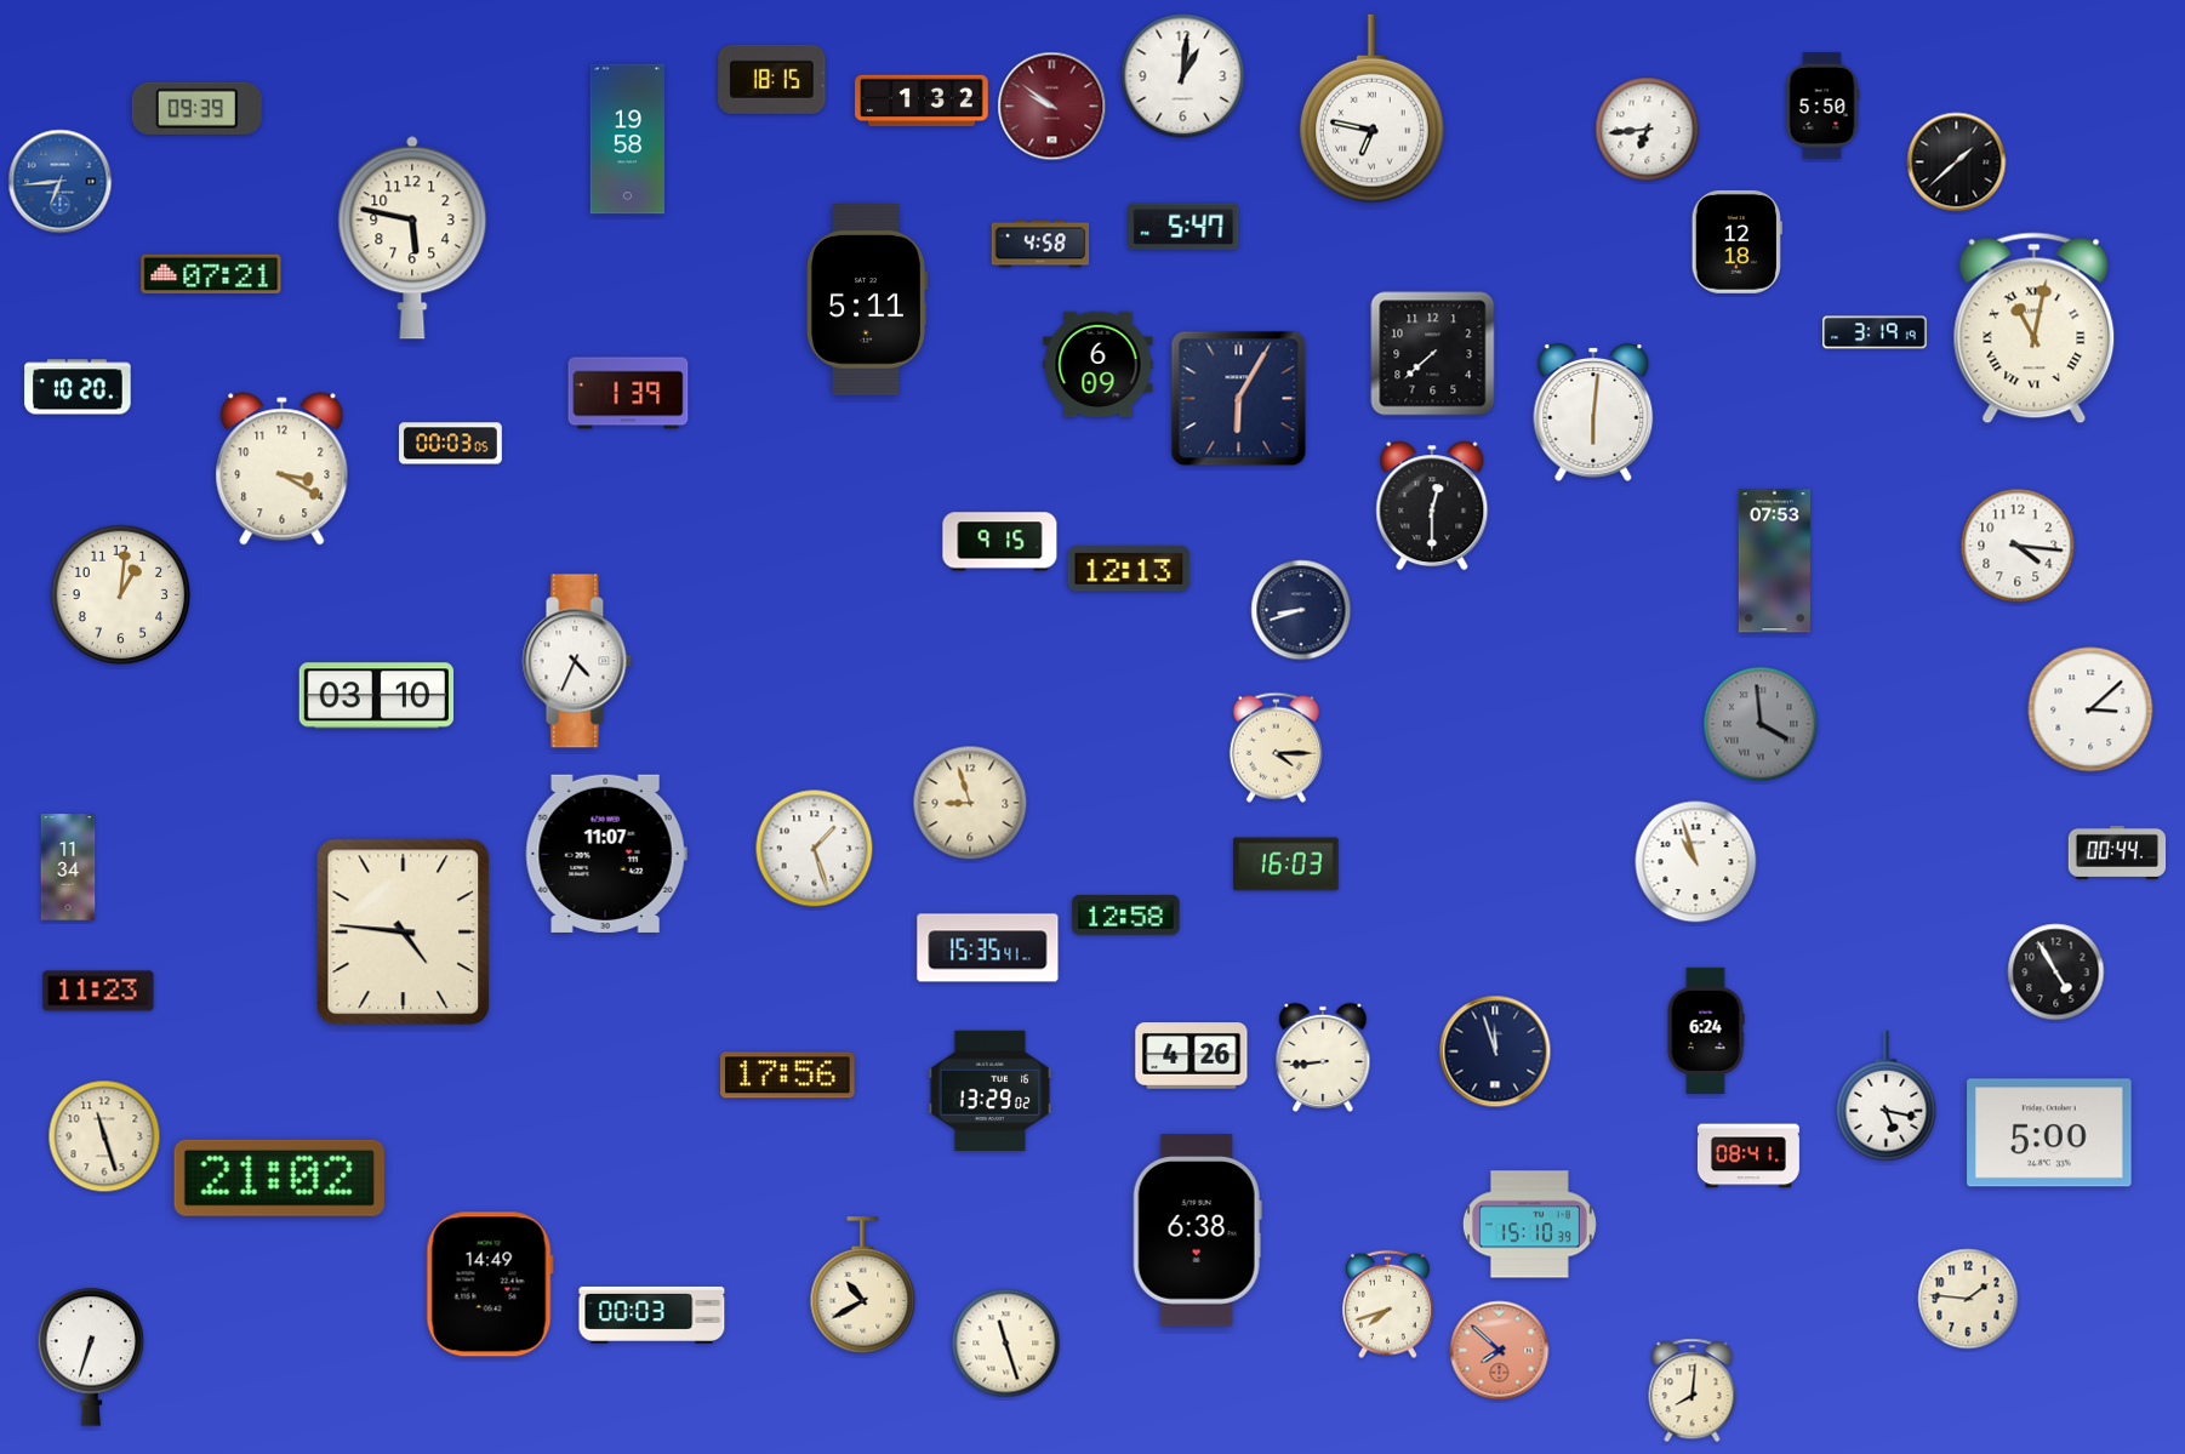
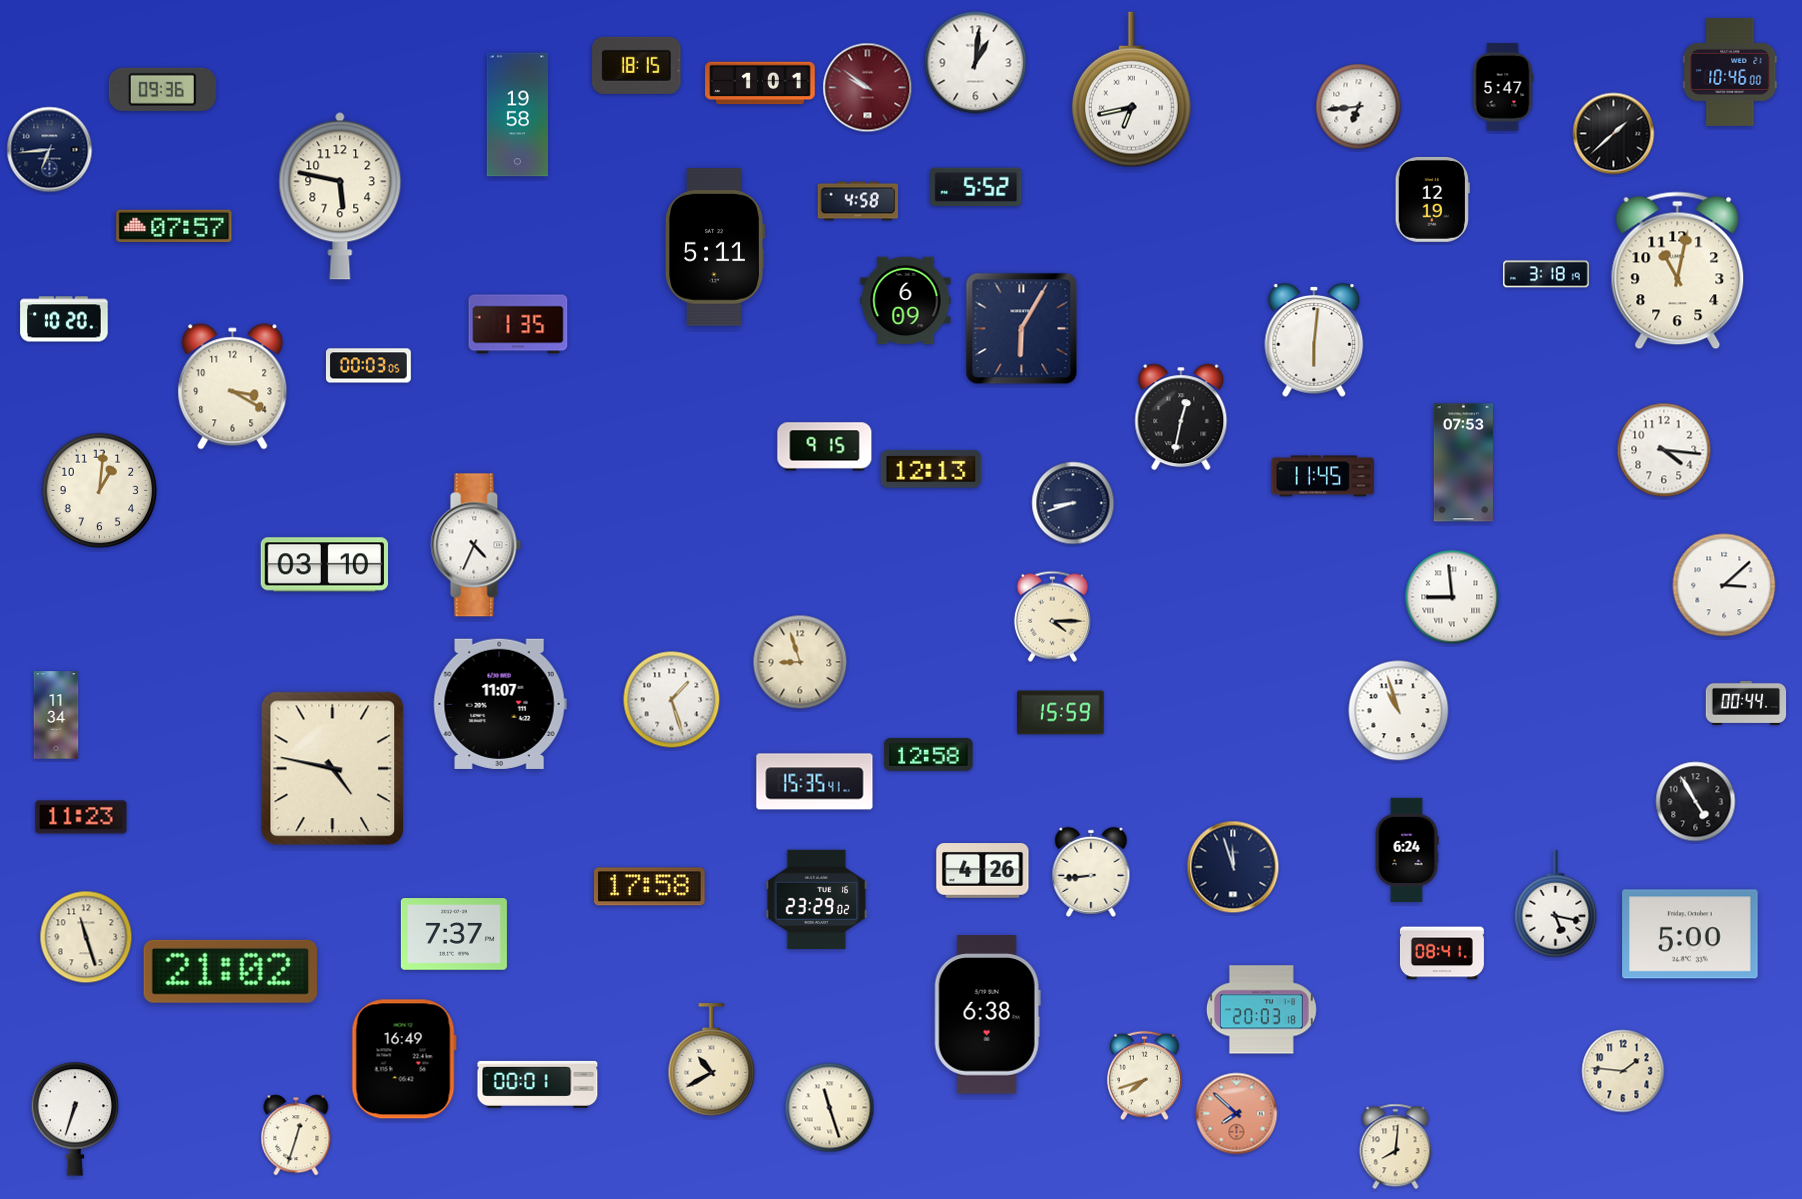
clock at (1730, 72): none -> 10:46
clock at (922, 101): 1:32 -> 1:01
clock at (1822, 106): 5:50 -> 5:47
clock at (196, 108): 09:39 -> 09:36
clock at (1373, 109): 6:47 -> 6:43
clock at (61, 182) dial: blue -> navy
clock at (1183, 227): 5:47 -> 5:52
clock at (1736, 241): 12:18 -> 12:19
clock at (211, 274): 07:21 -> 07:57
clock at (2035, 329) numerals: Roman -> Arabic
clock at (1875, 332): 3:19 -> 3:18
clock at (1433, 354): 7:38 -> none
clock at (628, 393): 1:39 -> 1:35
clock at (450, 444) position: (450, 444) -> (368, 366)
clock at (1432, 506): 12:30 -> 12:32
clock at (1323, 476): none -> 11:45
clock at (376, 696) position: (376, 696) -> (324, 565)
clock at (1761, 724): 3:59 -> 8:59
clock at (1761, 724) dial: grey -> white
clock at (1287, 865): 16:03 -> 15:59
clock at (404, 933): 4:46 -> 4:47
clock at (788, 1076): 17:56 -> 17:58
clock at (991, 1091): 13:29 -> 23:29
clock at (454, 934): none -> 7:37
clock at (1529, 1225): 15:10 -> 20:03
clock at (490, 1284): 14:49 -> 16:49
clock at (652, 1315): 00:03 -> 00:01
clock at (296, 1135): none -> 12:33
